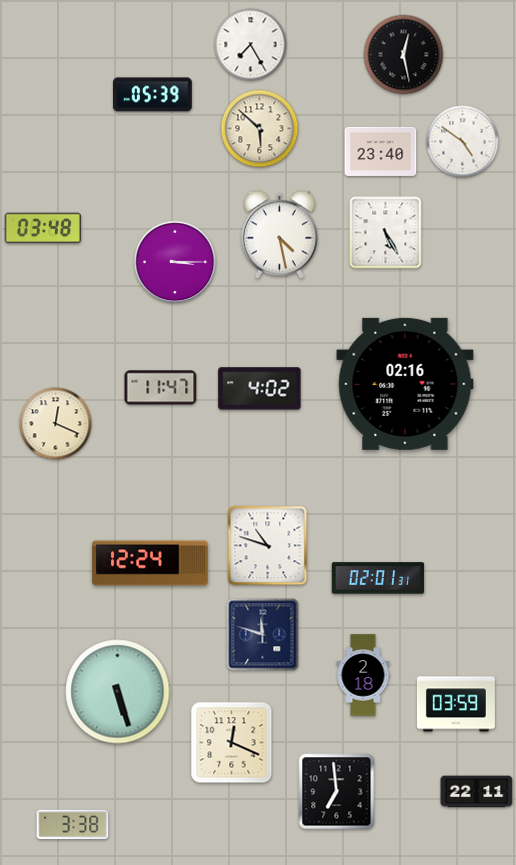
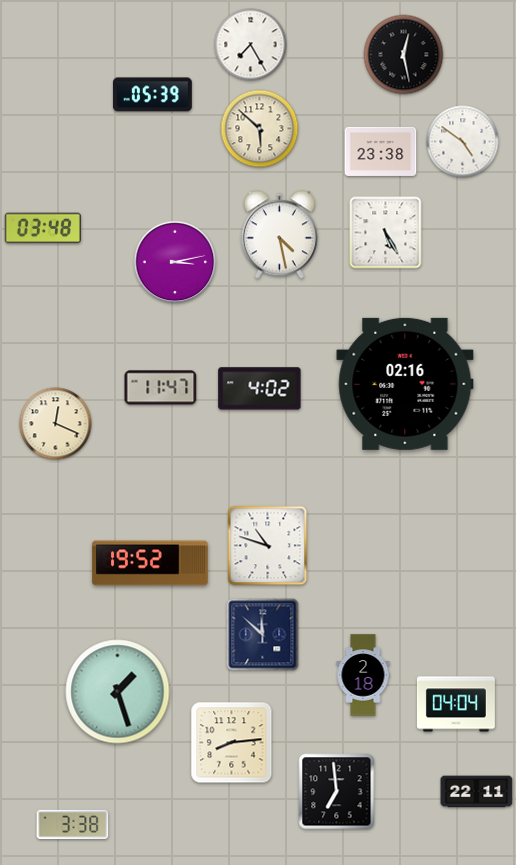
clock at (381, 151): 23:40 -> 23:38
clock at (175, 262): 3:15 -> 3:13
clock at (150, 563): 12:24 -> 19:52
clock at (378, 578): 02:01 -> none
clock at (263, 635): 11:48 -> 11:52
clock at (118, 692): 5:27 -> 1:27
clock at (456, 704): 03:59 -> 04:04
clock at (232, 743): 12:19 -> 8:14
